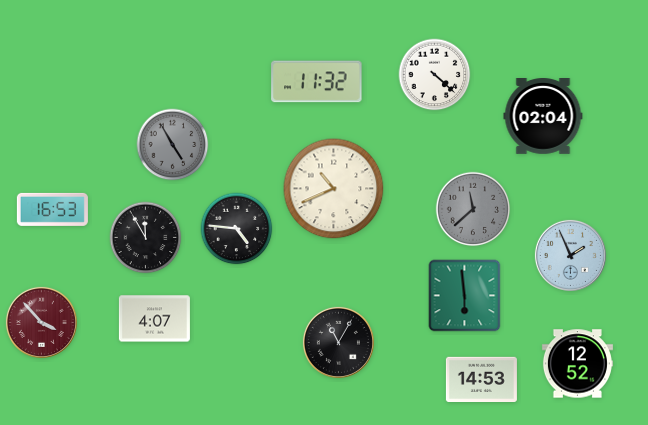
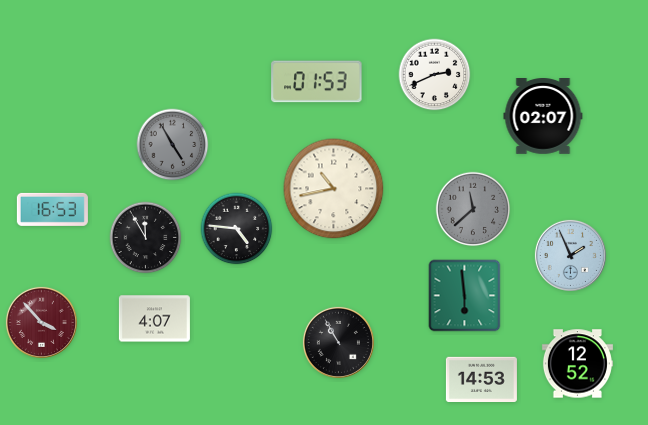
clock at (435, 75): 4:22 -> 2:41
clock at (317, 82): 11:32 -> 01:53
clock at (543, 117): 02:04 -> 02:07
clock at (334, 189): 10:41 -> 10:43
clock at (338, 342): 11:05 -> 10:55
